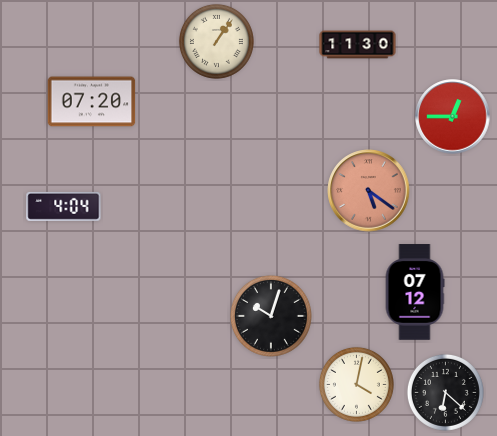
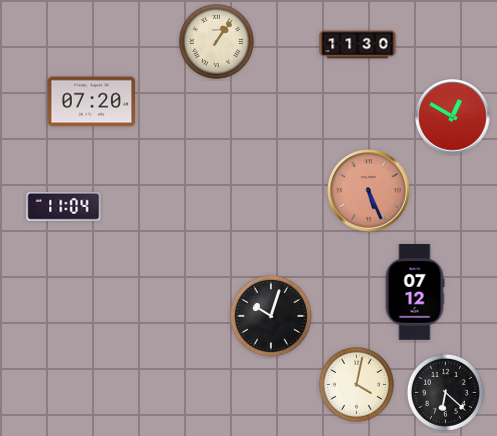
clock at (453, 117): 12:45 -> 12:50
clock at (369, 191): 5:21 -> 5:26
clock at (64, 206): 4:04 -> 11:04
